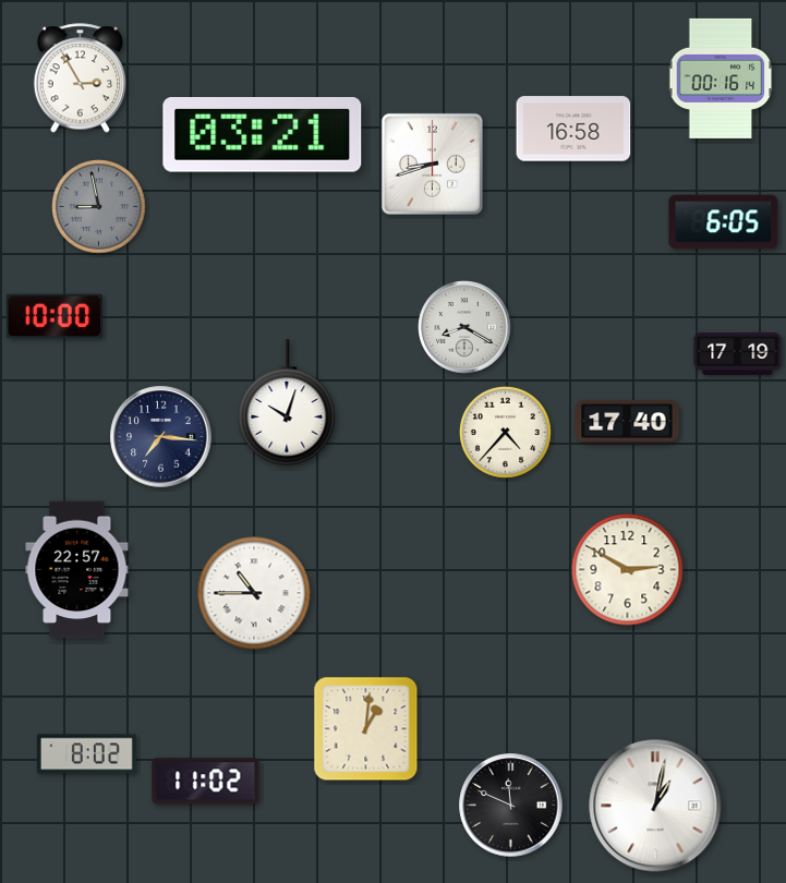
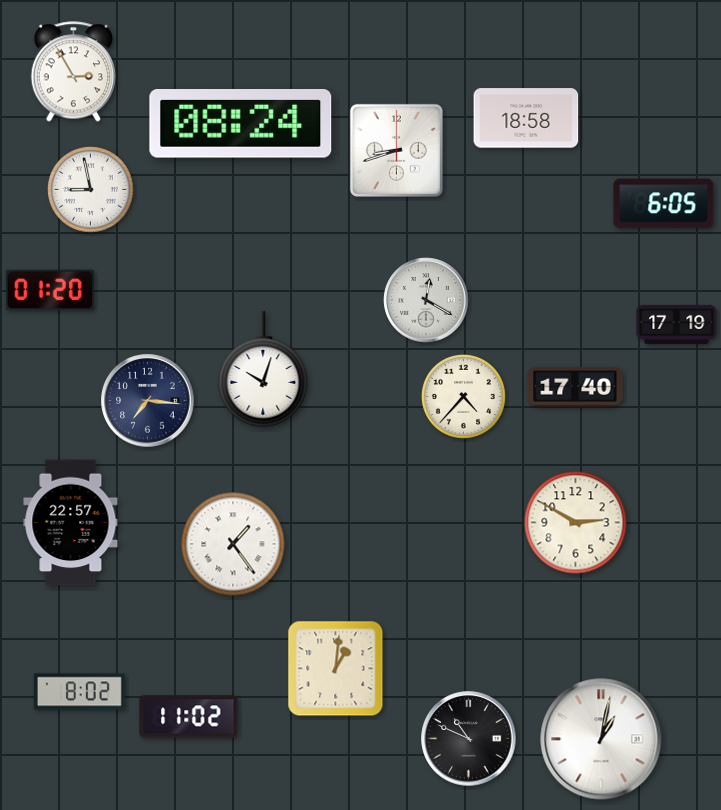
clock at (721, 78): 00:16 -> none
clock at (573, 129): 16:58 -> 18:58
clock at (263, 135): 03:21 -> 08:24
clock at (99, 207) dial: grey -> white
clock at (55, 316): 10:00 -> 01:20
clock at (464, 327): 8:20 -> 12:20
clock at (254, 593): 10:45 -> 1:24
clock at (511, 806): 11:49 -> 10:49
